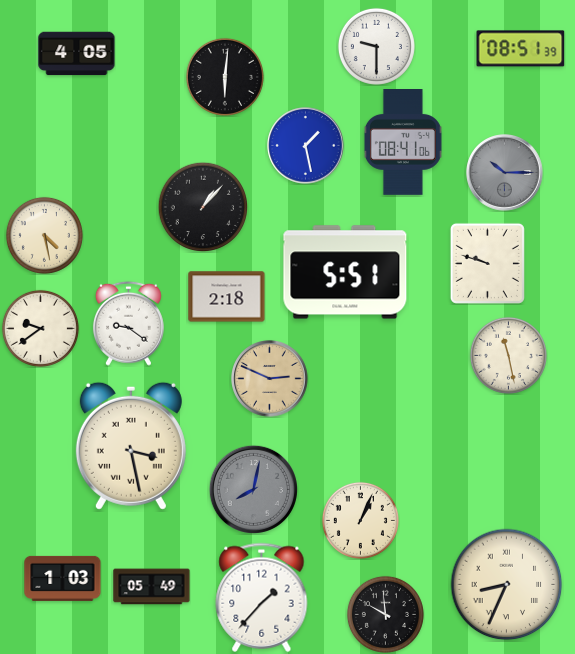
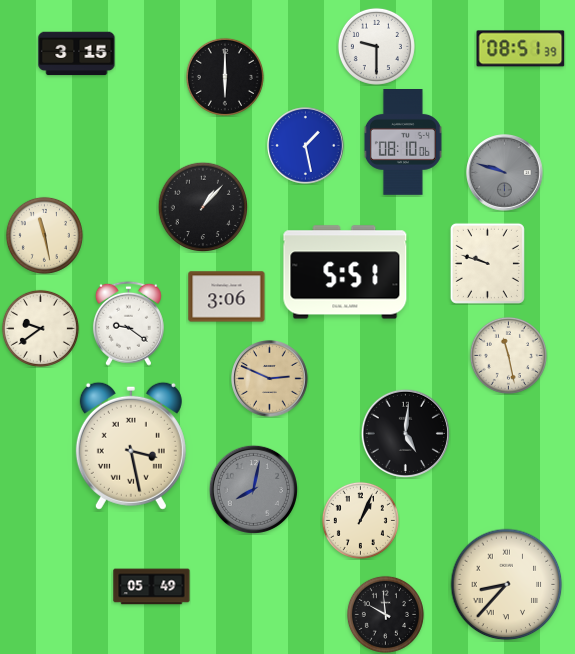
clock at (77, 54): 4:05 -> 3:15
clock at (225, 77): 6:01 -> 6:00
clock at (403, 143): 08:41 -> 08:10
clock at (505, 173): 10:15 -> 9:48
clock at (44, 235): 4:28 -> 11:28
clock at (227, 297): 2:18 -> 3:06
clock at (405, 433): none -> 5:01
clock at (63, 578): 1:03 -> none
clock at (507, 585): 8:34 -> 8:37
clock at (262, 597): 1:37 -> none
